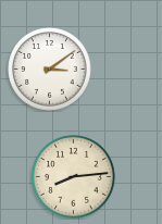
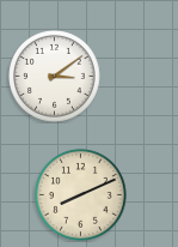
clock at (74, 177): 8:14 -> 8:11
